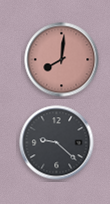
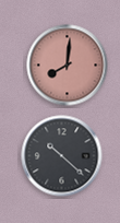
clock at (57, 143): 9:22 -> 10:22
